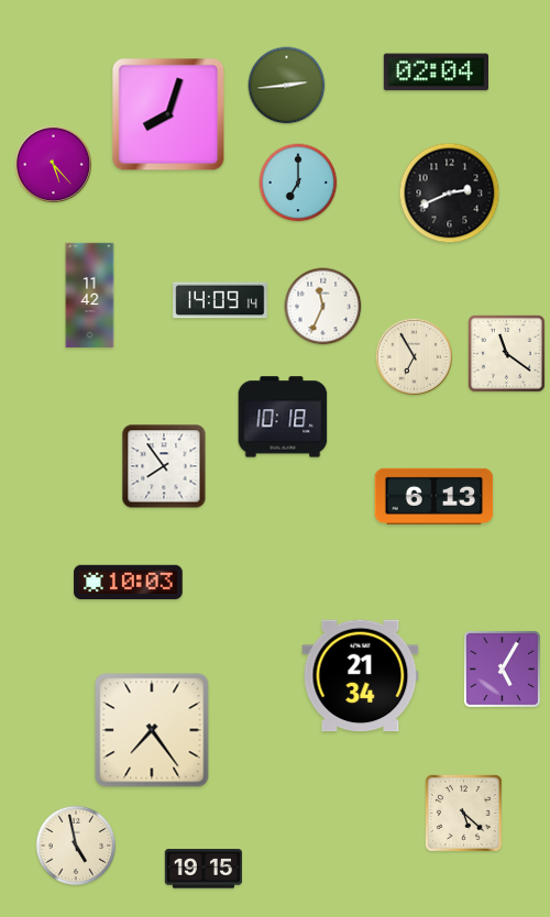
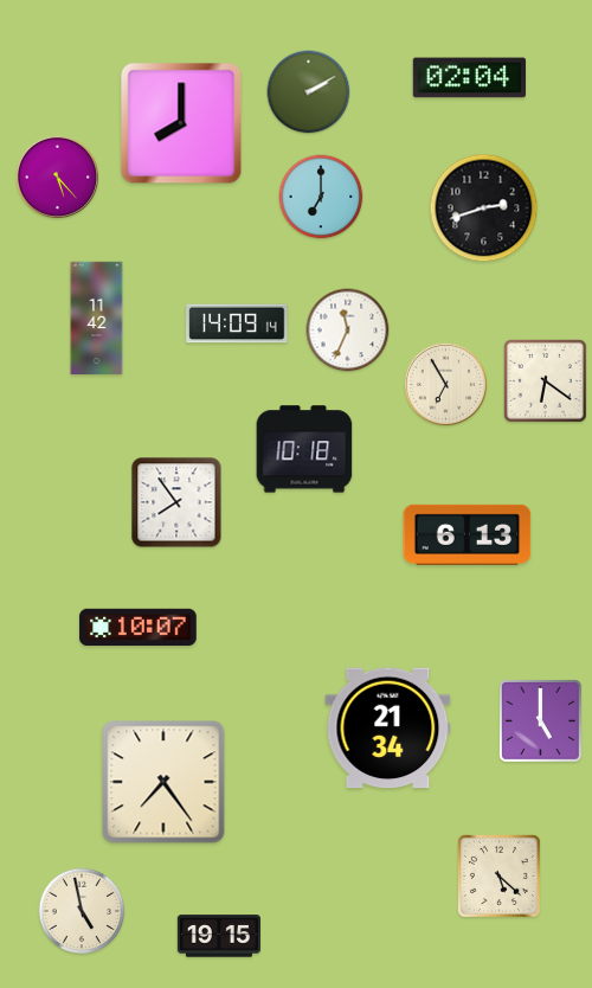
clock at (287, 86): 2:44 -> 2:10
clock at (168, 114): 8:03 -> 8:00
clock at (450, 194): 2:41 -> 2:42
clock at (506, 353): 11:21 -> 6:21
clock at (129, 583): 10:03 -> 10:07
clock at (502, 669): 5:05 -> 5:00
clock at (152, 730) position: (152, 730) -> (163, 782)
